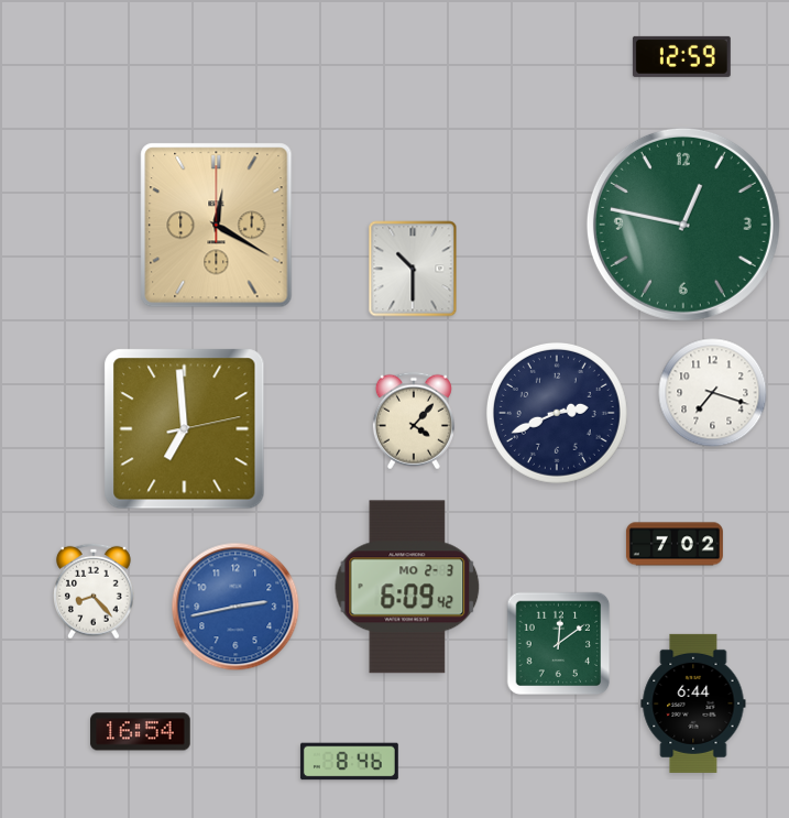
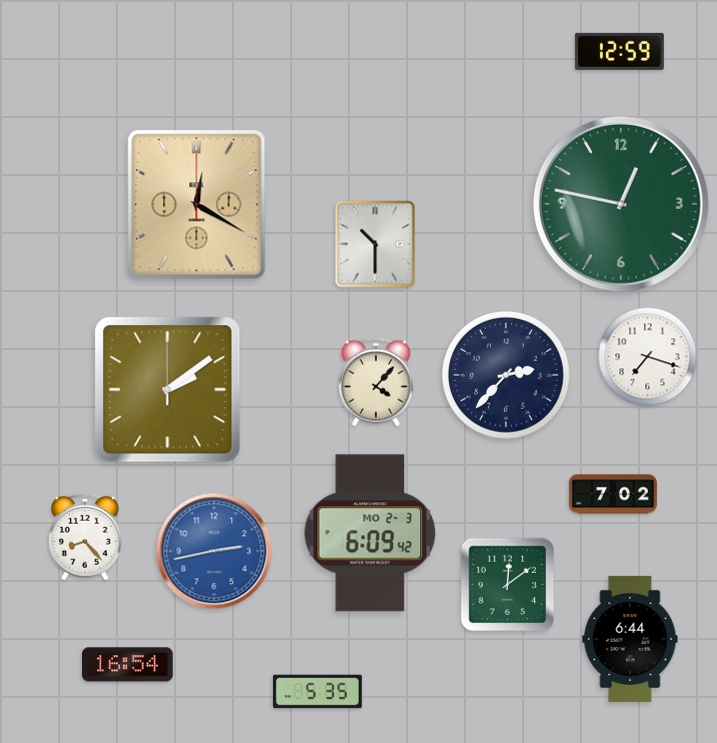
clock at (557, 413): 2:41 -> 2:37
clock at (185, 429): 6:59 -> 2:09
clock at (349, 762): 8:46 -> 5:35
